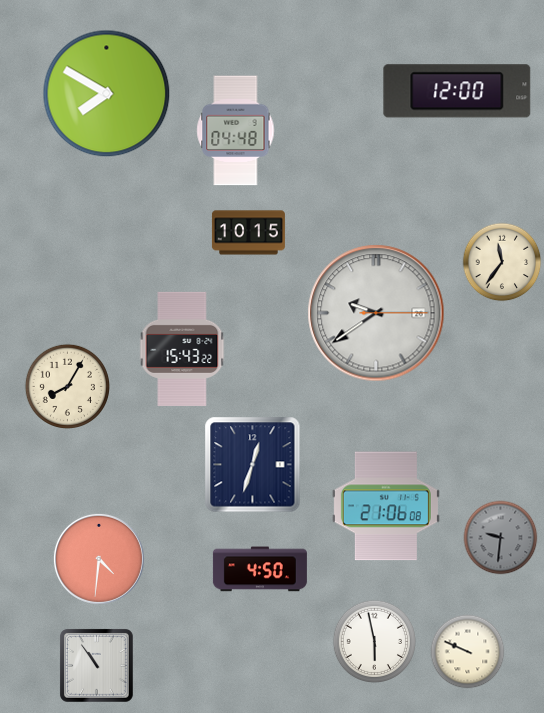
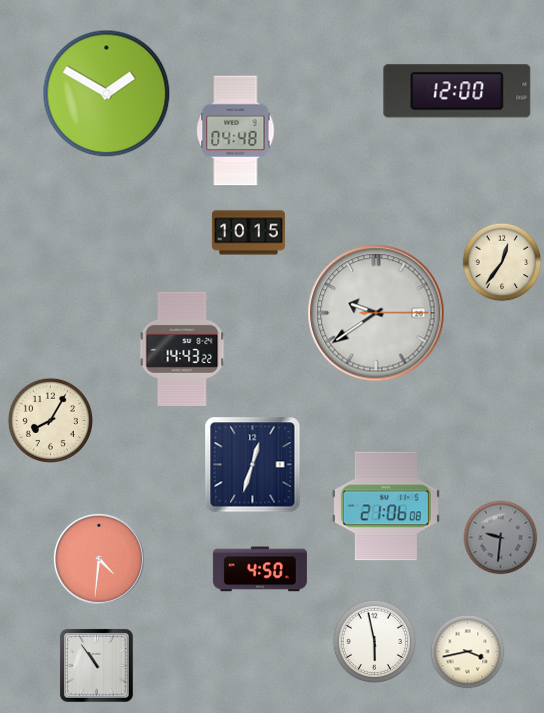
clock at (107, 94): 7:50 -> 1:50
clock at (502, 262): 11:36 -> 12:36
clock at (182, 349): 15:43 -> 14:43
clock at (67, 386) position: (67, 386) -> (50, 420)
clock at (468, 652): 9:49 -> 3:43
